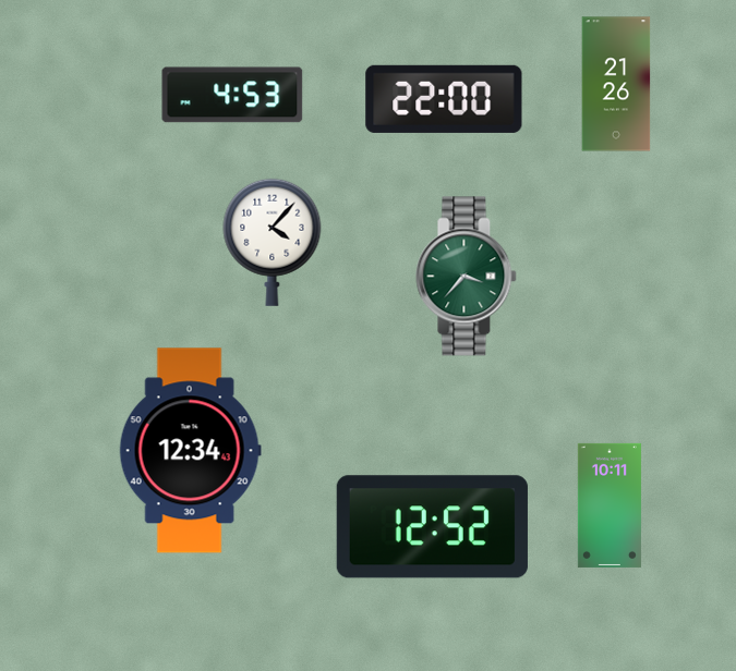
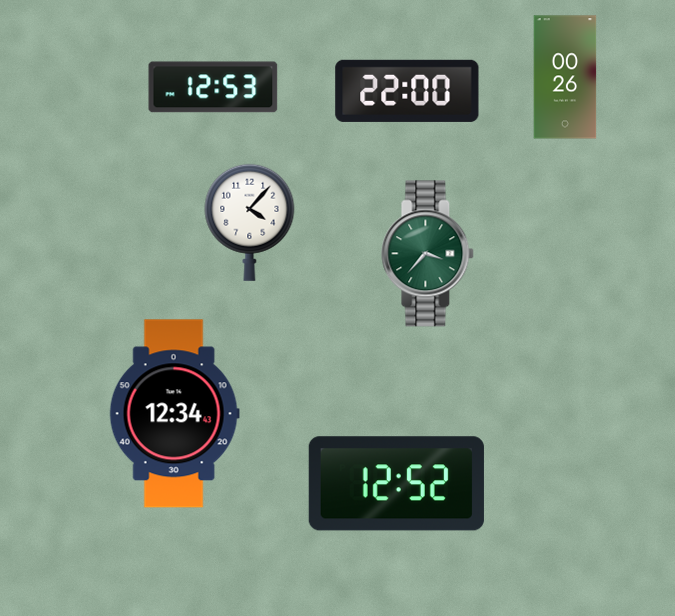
clock at (616, 84): 21:26 -> 00:26
clock at (232, 95): 4:53 -> 12:53
clock at (610, 505): 10:11 -> none
